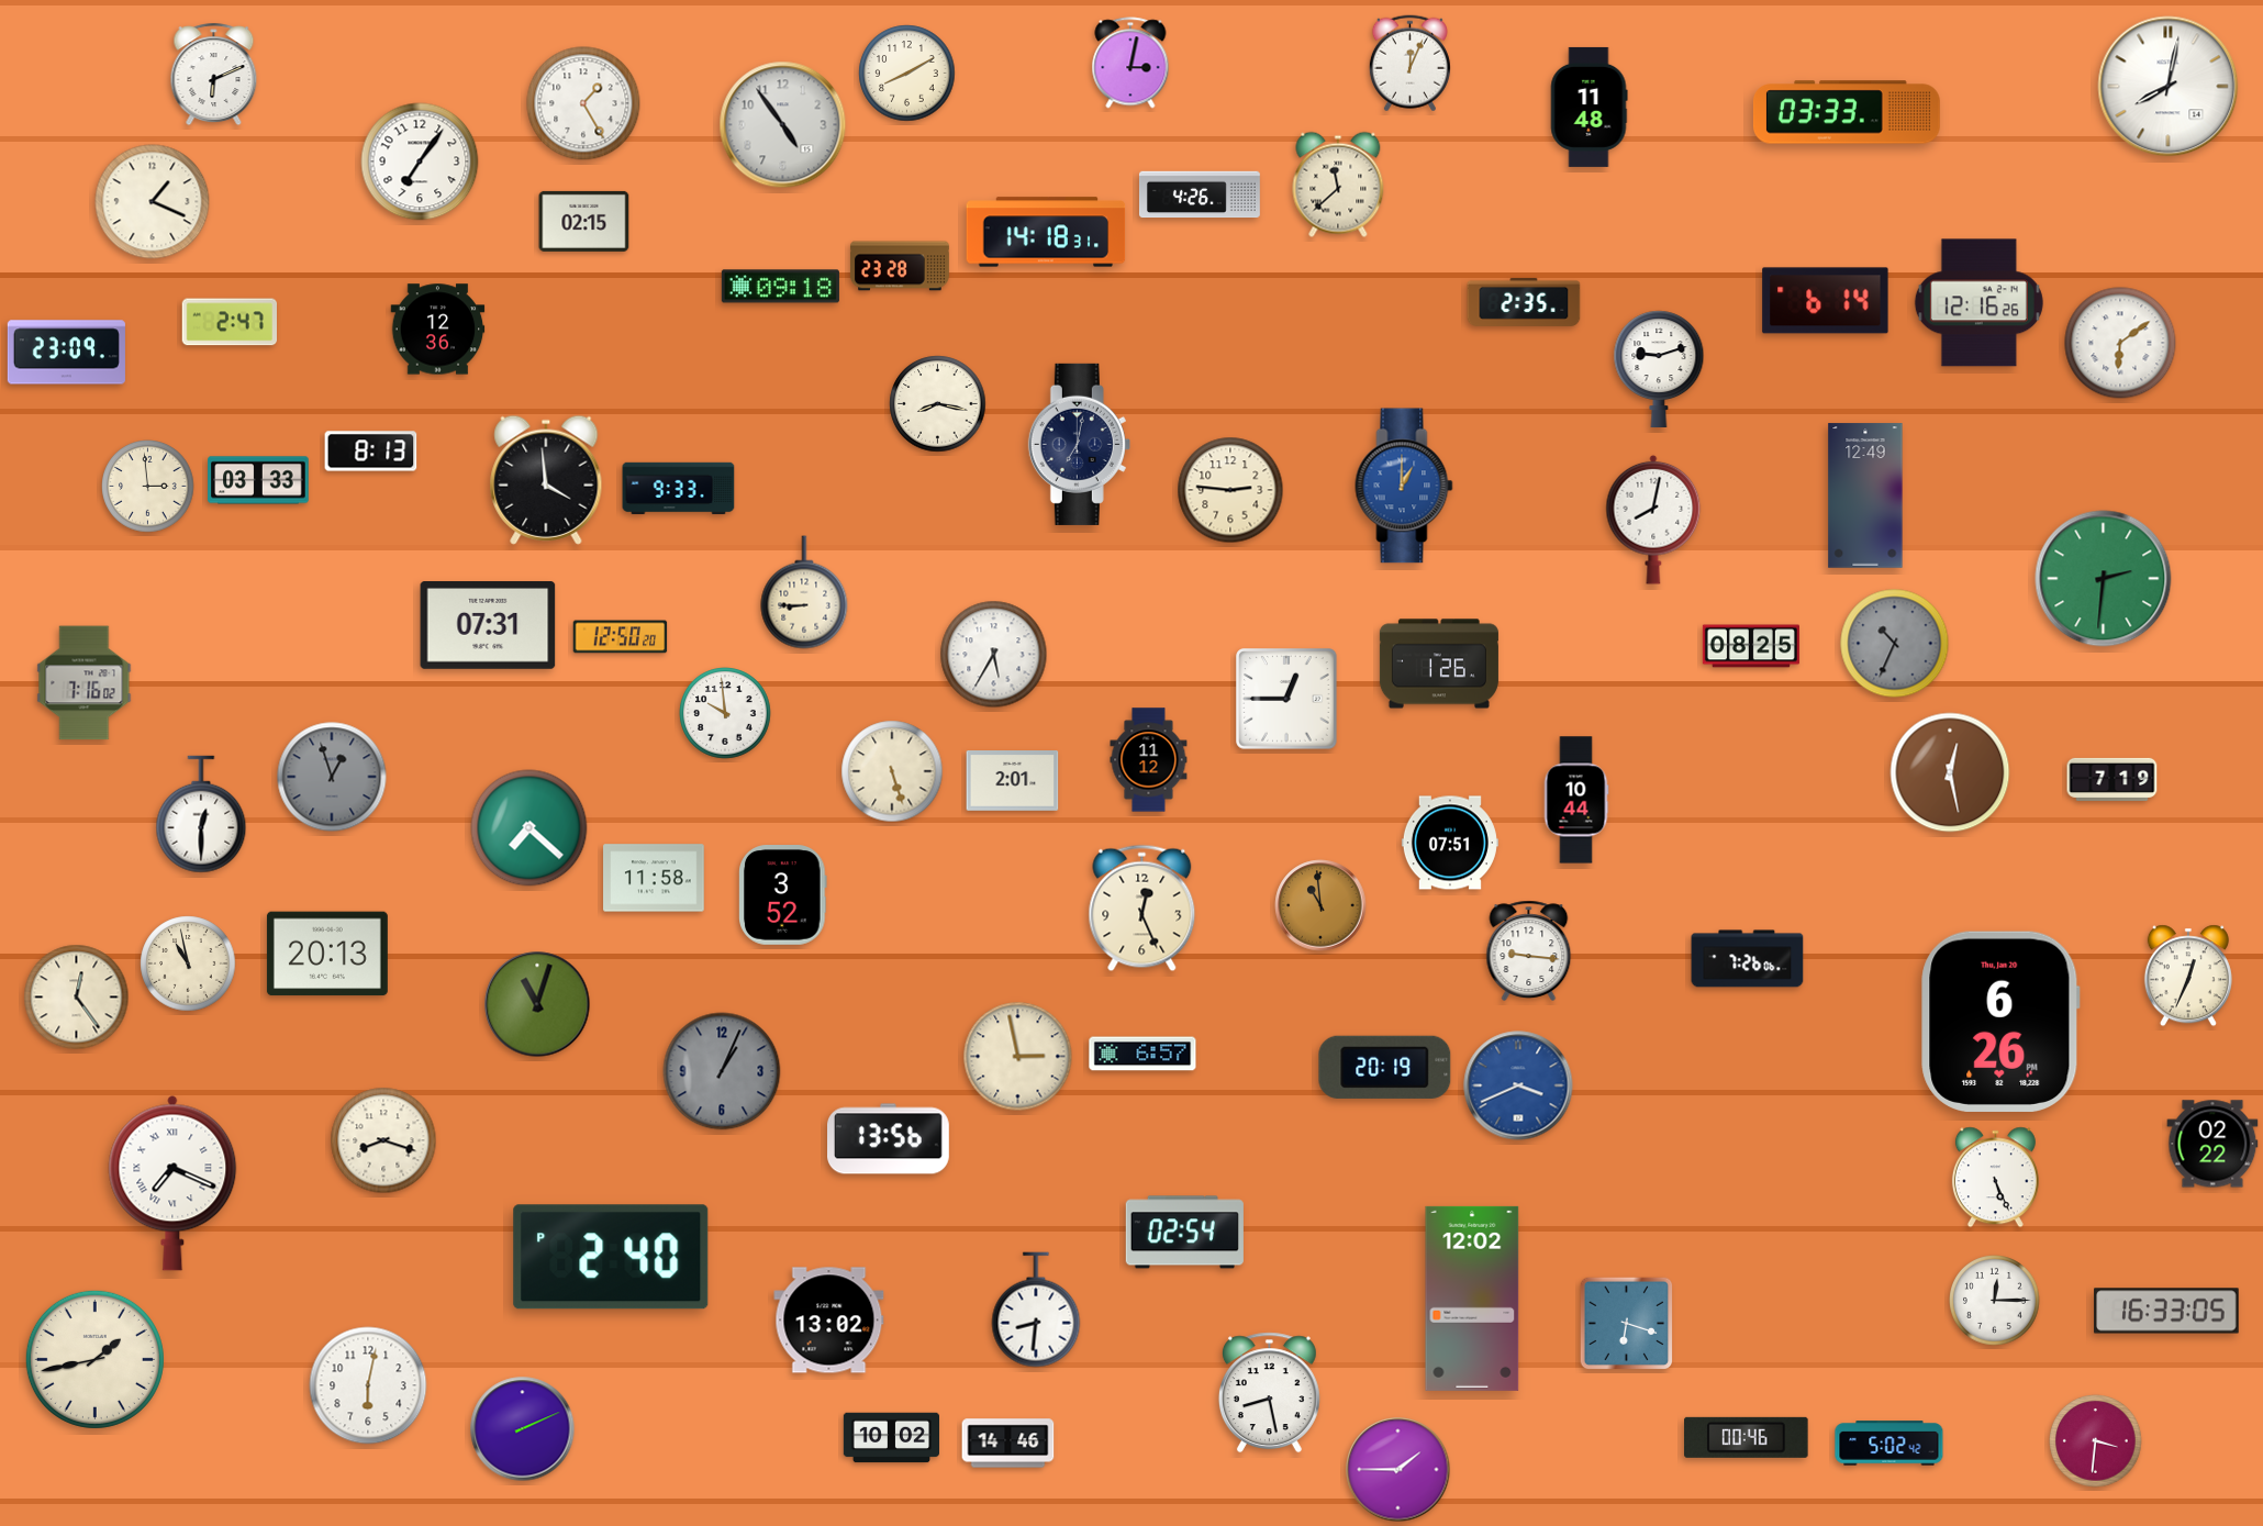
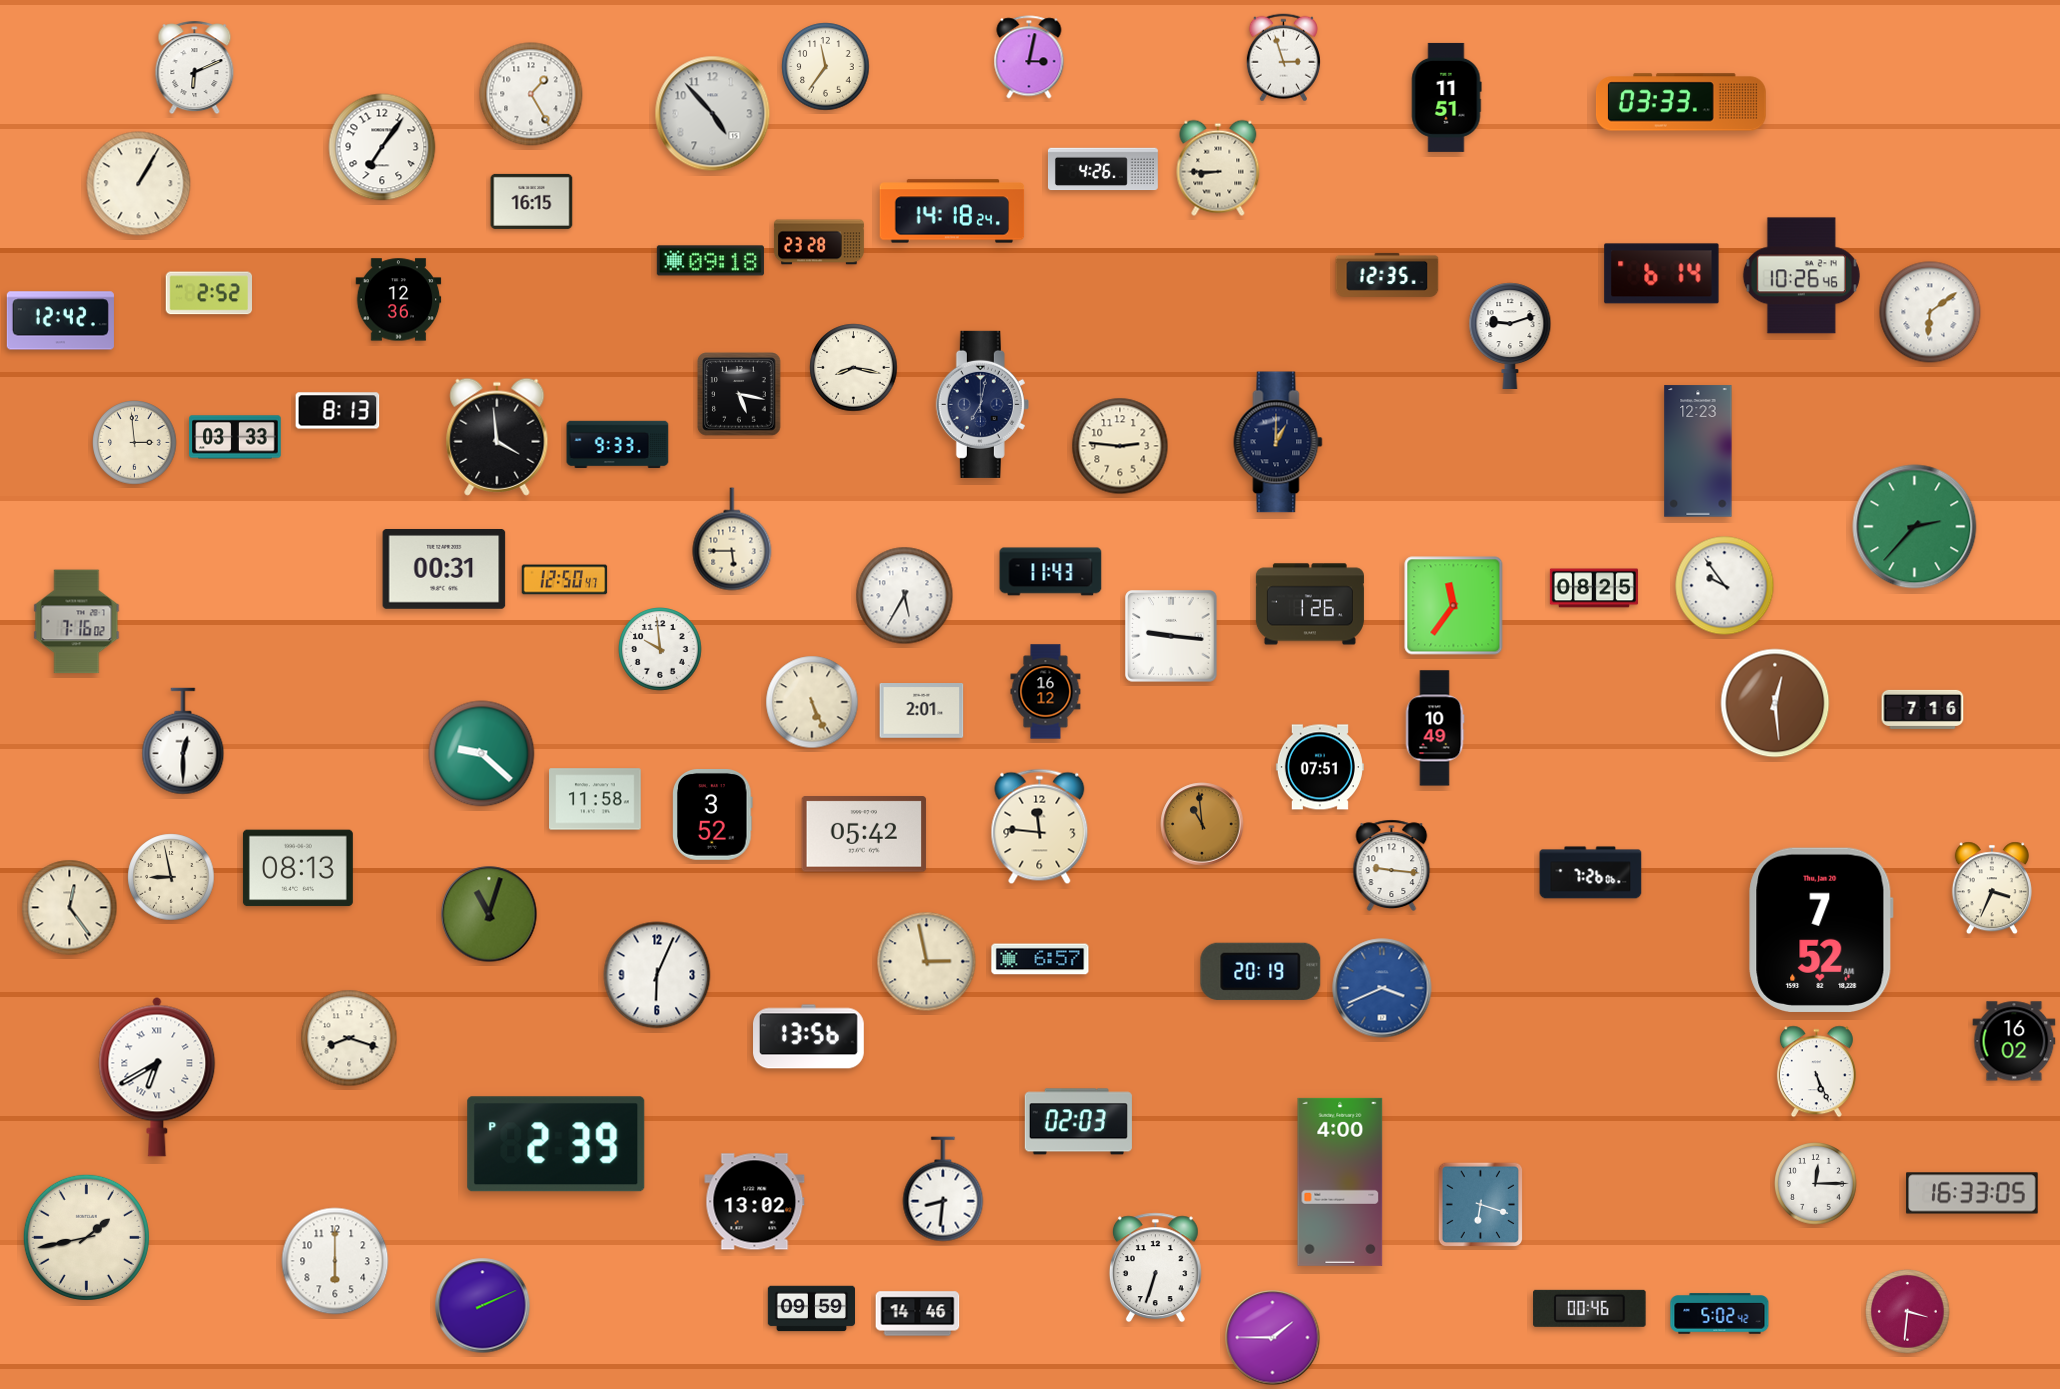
clock at (1409, 64): 12:04 -> 2:57
clock at (907, 74): 8:10 -> 11:36
clock at (2169, 87): 8:02 -> none
clock at (1588, 107): 11:48 -> 11:51
clock at (783, 125): 4:54 -> 4:53
clock at (1338, 185): 11:38 -> 8:45
clock at (1200, 194) position: (1200, 194) -> (1103, 169)
clock at (153, 202): 1:19 -> 1:05
clock at (584, 221): 02:15 -> 16:15
clock at (1046, 232): 14:18:31 -> 14:18:24
clock at (1524, 302): 2:35 -> 12:35
clock at (1978, 303): 12:16 -> 10:26
clock at (228, 322): 2:47 -> 2:52
clock at (66, 353): 23:09 -> 12:42
clock at (739, 394): none -> 5:17
clock at (1404, 486) dial: blue -> navy
clock at (1865, 495): 12:49 -> 12:23
clock at (1653, 520): 8:02 -> none
clock at (2104, 579): 2:31 -> 2:37
clock at (804, 592): 8:45 -> 5:45
clock at (488, 626): 07:31 -> 00:31
clock at (1051, 572): none -> 11:43
clock at (621, 637): 12:50:20 -> 12:50:47
clock at (1895, 644): 10:34 -> 9:54
clock at (1895, 644) dial: grey -> white
clock at (1454, 606): none -> 11:36
clock at (1286, 699): 12:45 -> 9:16
clock at (1149, 760): 11:12 -> 16:12
clock at (892, 771): 5:27 -> 5:26
clock at (1950, 772): 12:28 -> 12:29
clock at (332, 777): 12:57 -> none
clock at (2112, 779): 7:19 -> 7:16
clock at (1576, 800): 10:44 -> 10:49
clock at (529, 828): 7:22 -> 9:22
clock at (1142, 909): 12:26 -> 11:46
clock at (864, 834): none -> 05:42
clock at (327, 954): 20:13 -> 08:13
clock at (188, 964): 10:58 -> 8:58
clock at (2188, 976): 12:34 -> 3:34
clock at (2000, 1022): 6:26 -> 7:52
clock at (722, 1071): 1:04 -> 6:04
clock at (722, 1071) dial: grey -> white
clock at (2212, 1144): 02:22 -> 16:02
clock at (172, 1183): 7:19 -> 6:40
clock at (1184, 1233): 02:54 -> 02:03
clock at (611, 1257): 2:40 -> 2:39
clock at (1472, 1299): 12:02 -> 4:00
clock at (1036, 1310) position: (1036, 1310) -> (943, 1189)
clock at (368, 1385): 6:02 -> 6:00
clock at (1269, 1393): 8:28 -> 6:33
clock at (523, 1429) position: (523, 1429) -> (483, 1306)
clock at (891, 1438): 10:02 -> 09:59
